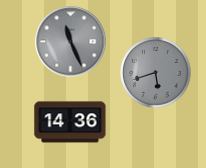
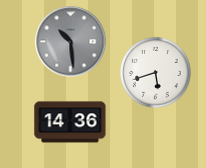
clock at (71, 42): 11:26 -> 10:29
clock at (156, 73) dial: grey -> white
